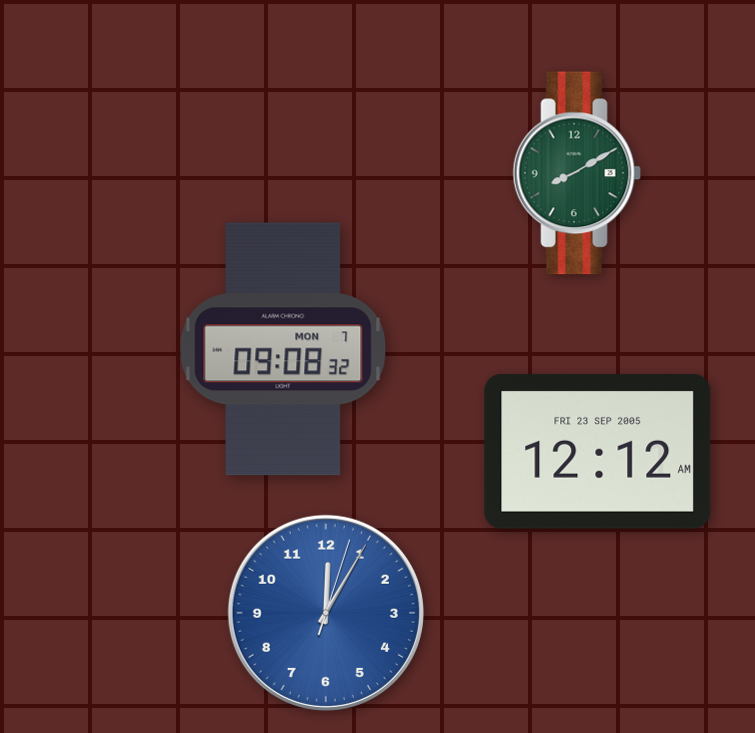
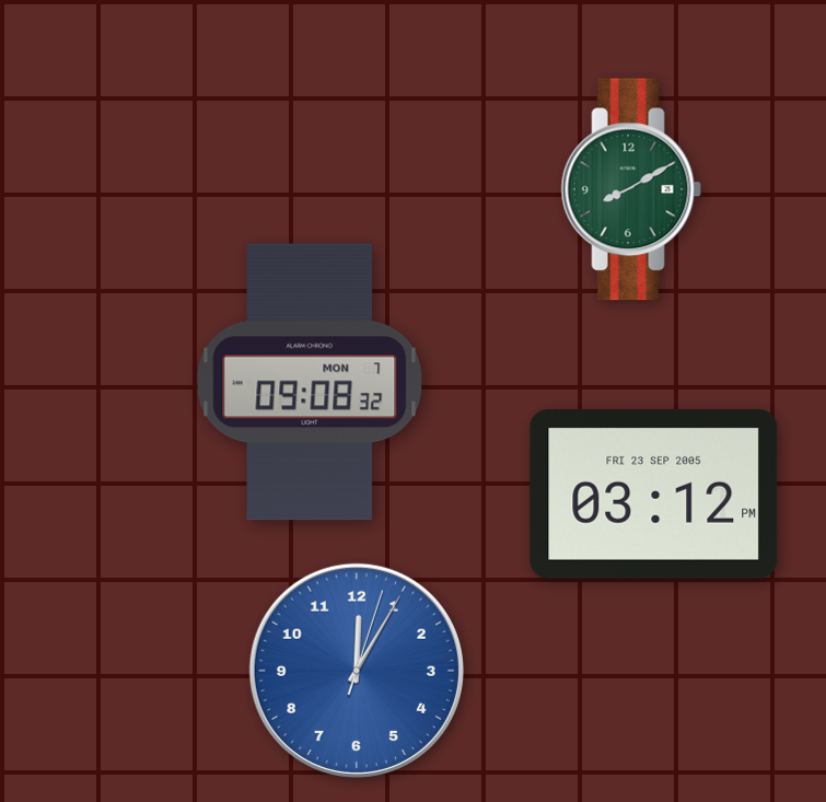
clock at (598, 452): 12:12 -> 03:12
